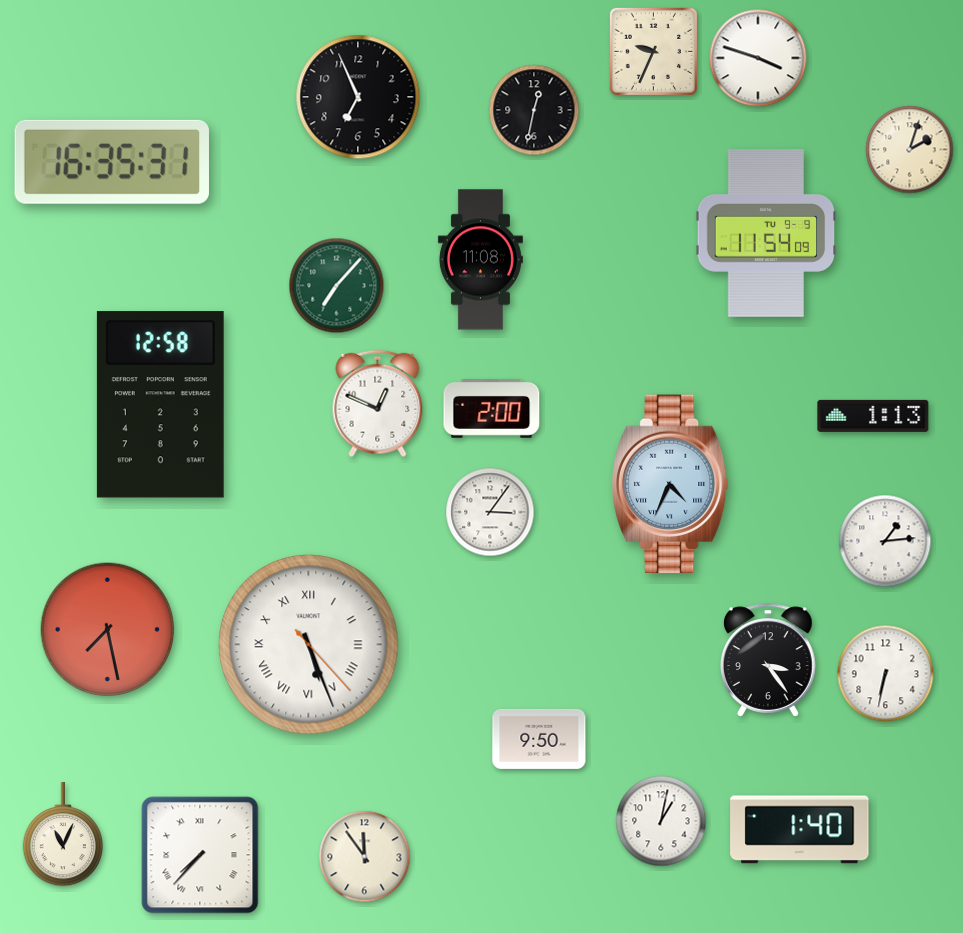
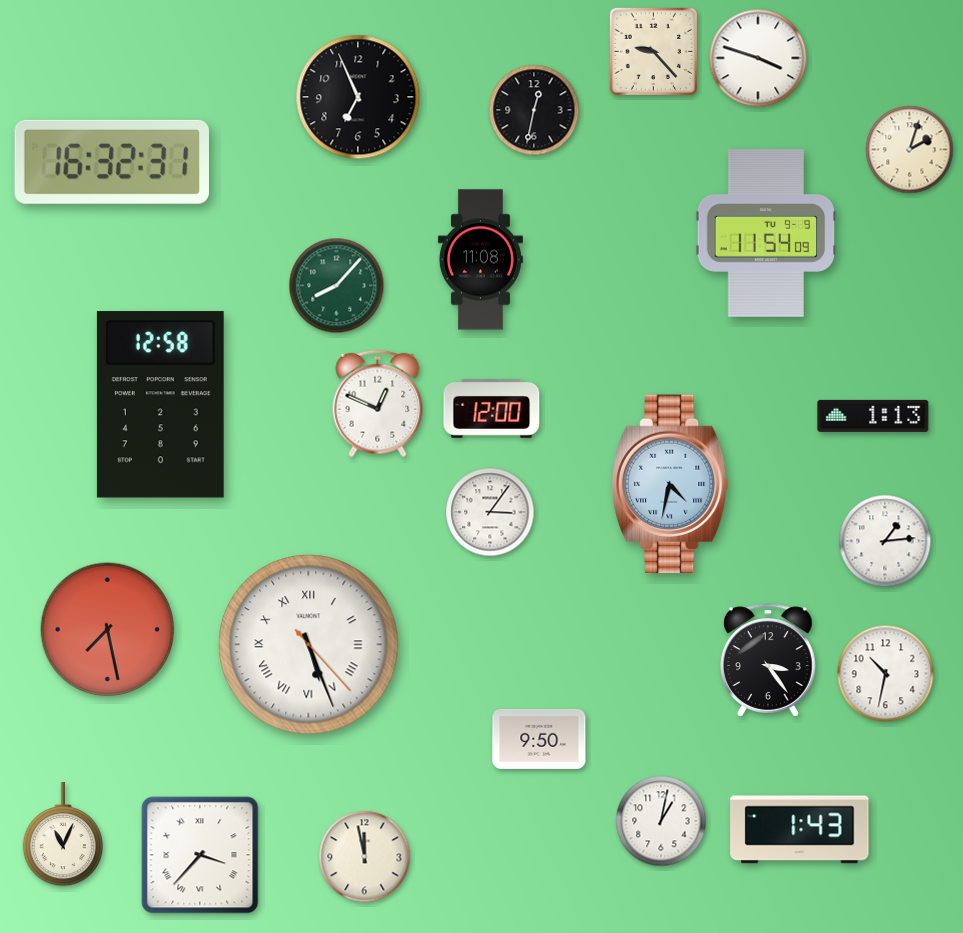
clock at (653, 51): 9:34 -> 9:23
clock at (112, 162): 16:35 -> 16:32
clock at (337, 286): 7:07 -> 8:07
clock at (492, 409): 2:00 -> 12:00
clock at (670, 484): 4:34 -> 4:32
clock at (886, 674): 6:32 -> 10:32
clock at (800, 830): 1:40 -> 1:43
clock at (200, 855): 7:37 -> 3:37
clock at (365, 857): 11:54 -> 11:58
